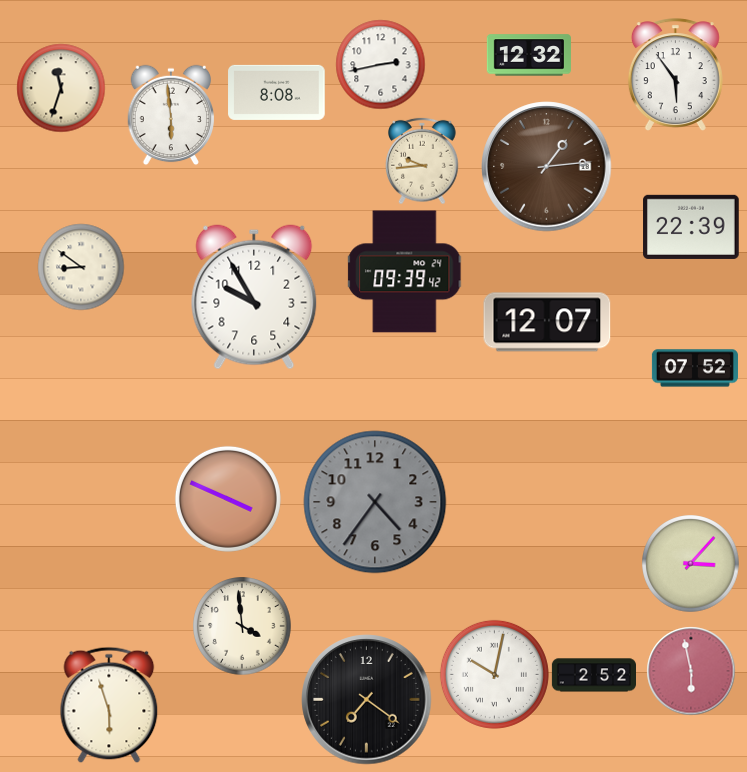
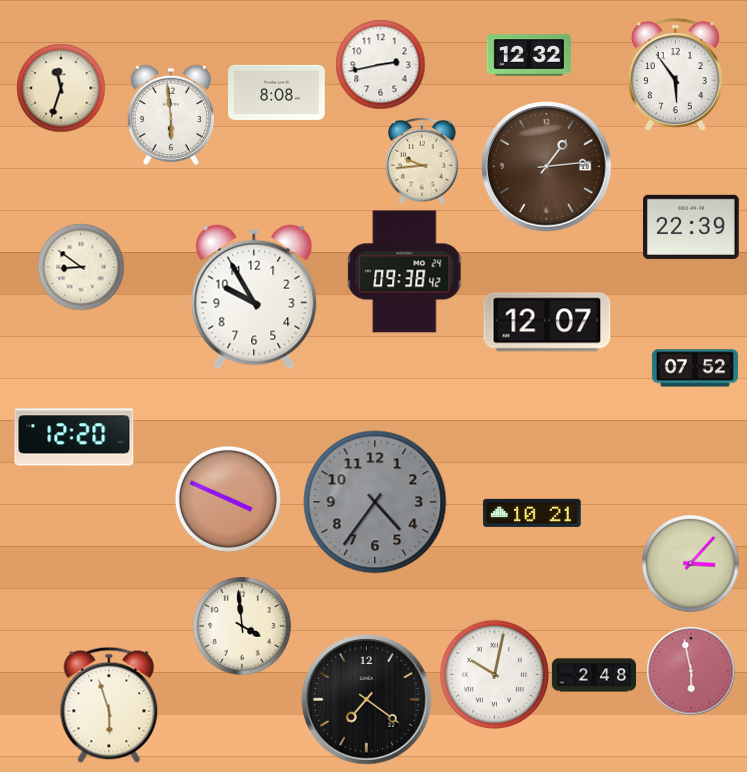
clock at (405, 272): 09:39 -> 09:38
clock at (74, 437): none -> 12:20
clock at (532, 513): none -> 10:21
clock at (593, 675): 2:52 -> 2:48
